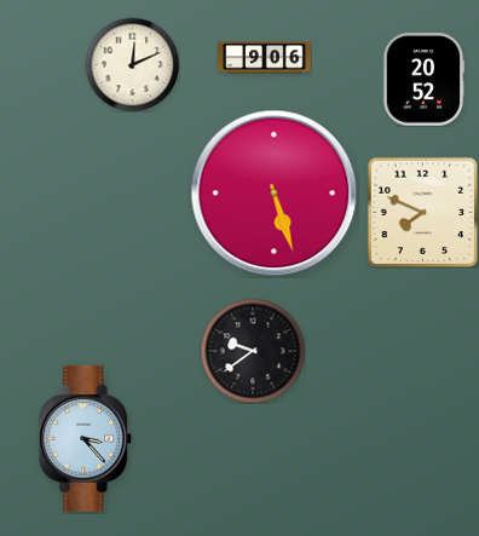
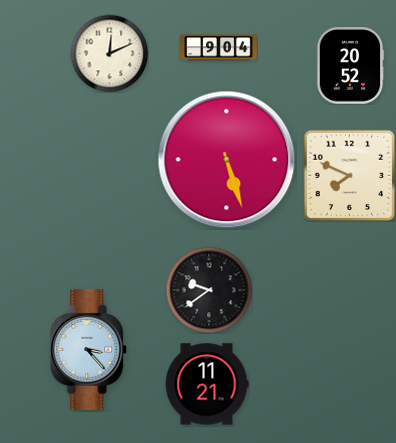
clock at (265, 58): 9:06 -> 9:04
clock at (86, 438) position: (86, 438) -> (89, 349)
clock at (207, 384): none -> 11:21
